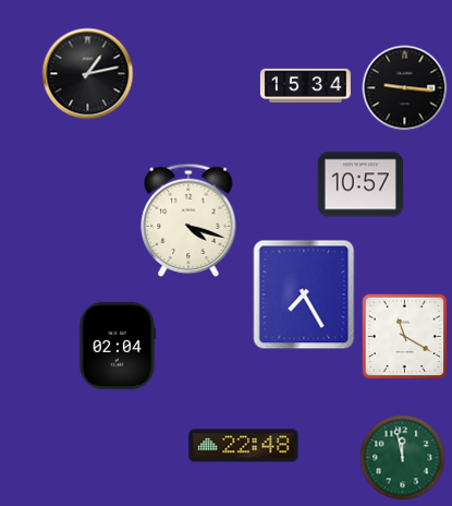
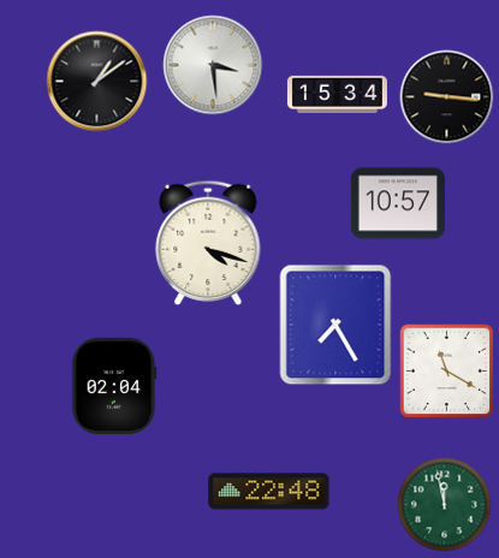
clock at (213, 65): none -> 3:29
clock at (87, 73): 1:13 -> 1:09
clock at (118, 346) position: (118, 346) -> (114, 386)
